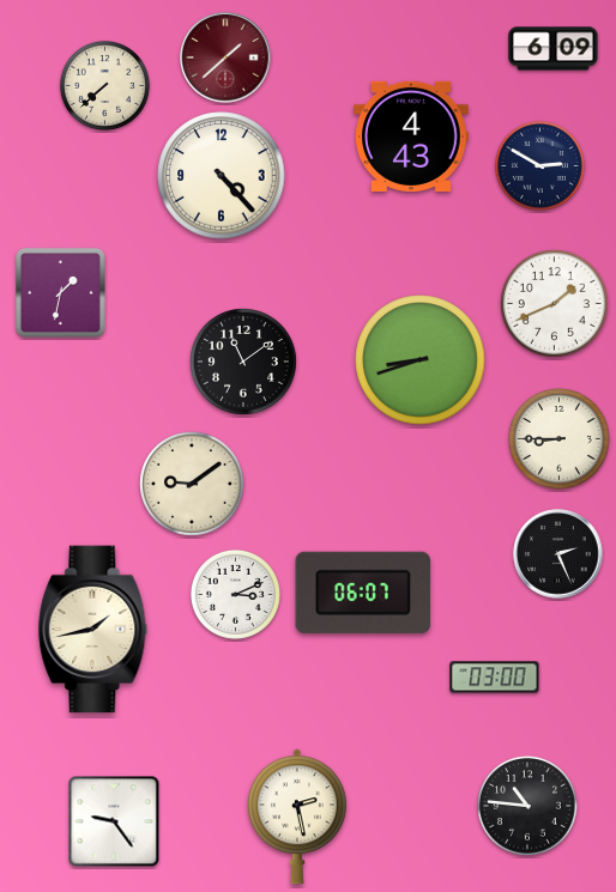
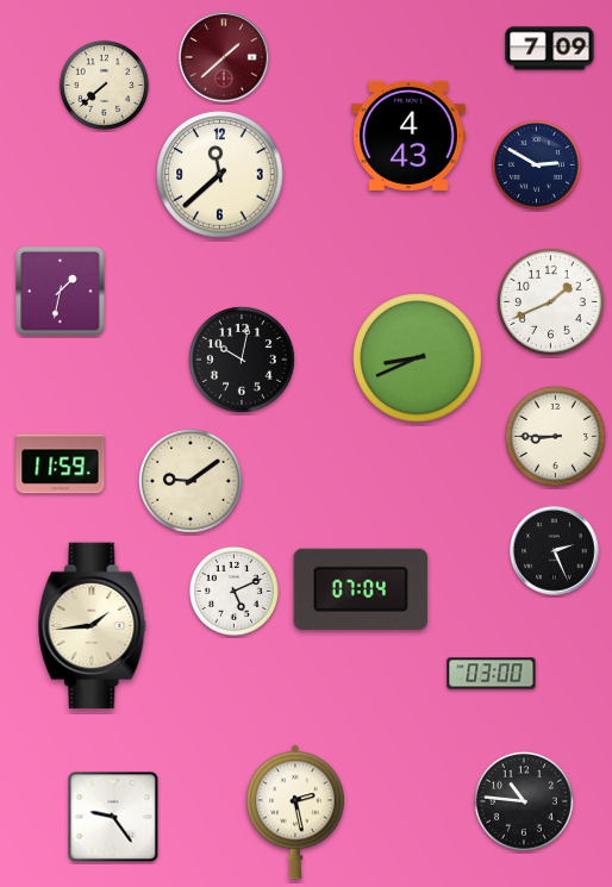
clock at (554, 49): 6:09 -> 7:09
clock at (222, 176): 4:23 -> 11:38
clock at (421, 360): 8:42 -> 8:41
clock at (244, 363): 11:09 -> 10:02
clock at (61, 464): none -> 11:59
clock at (363, 593): 06:07 -> 07:04
clock at (235, 594): 3:11 -> 5:11
clock at (93, 630): 1:43 -> 1:44
